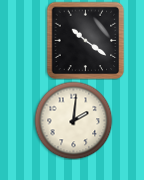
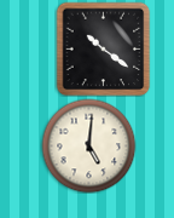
clock at (73, 120): 2:01 -> 5:01
